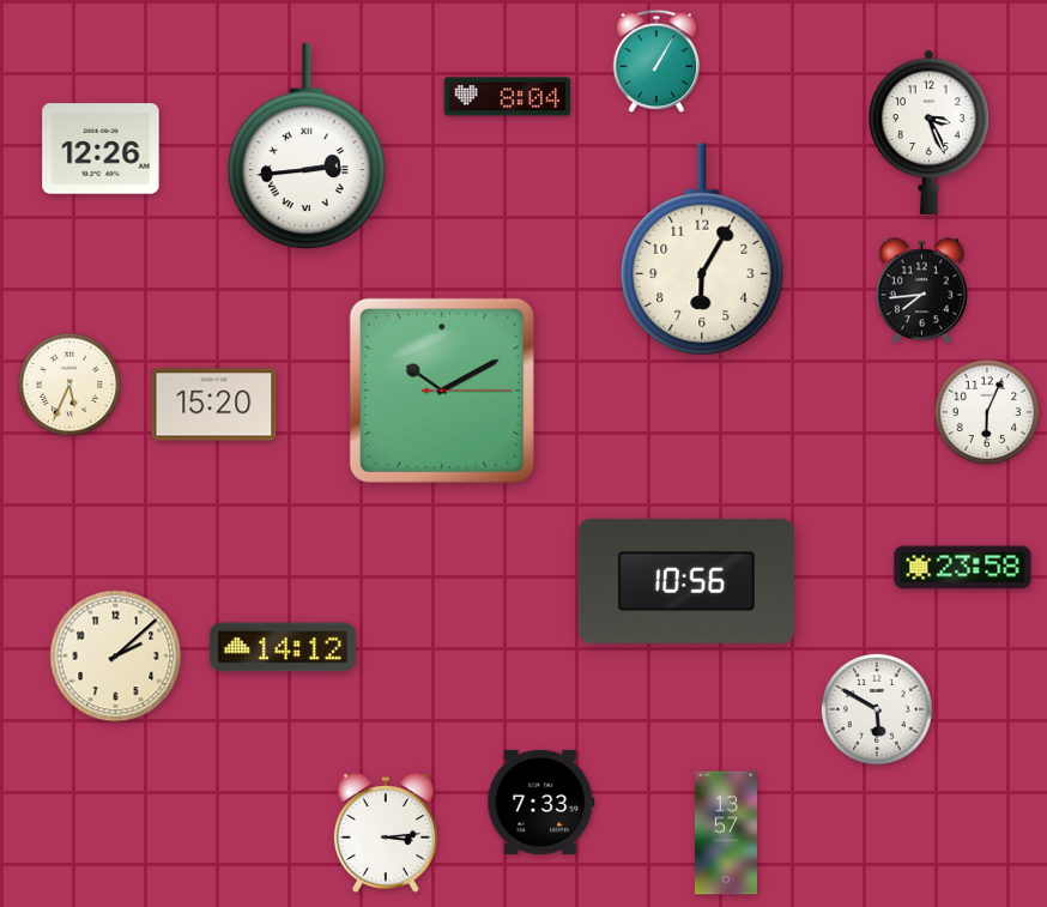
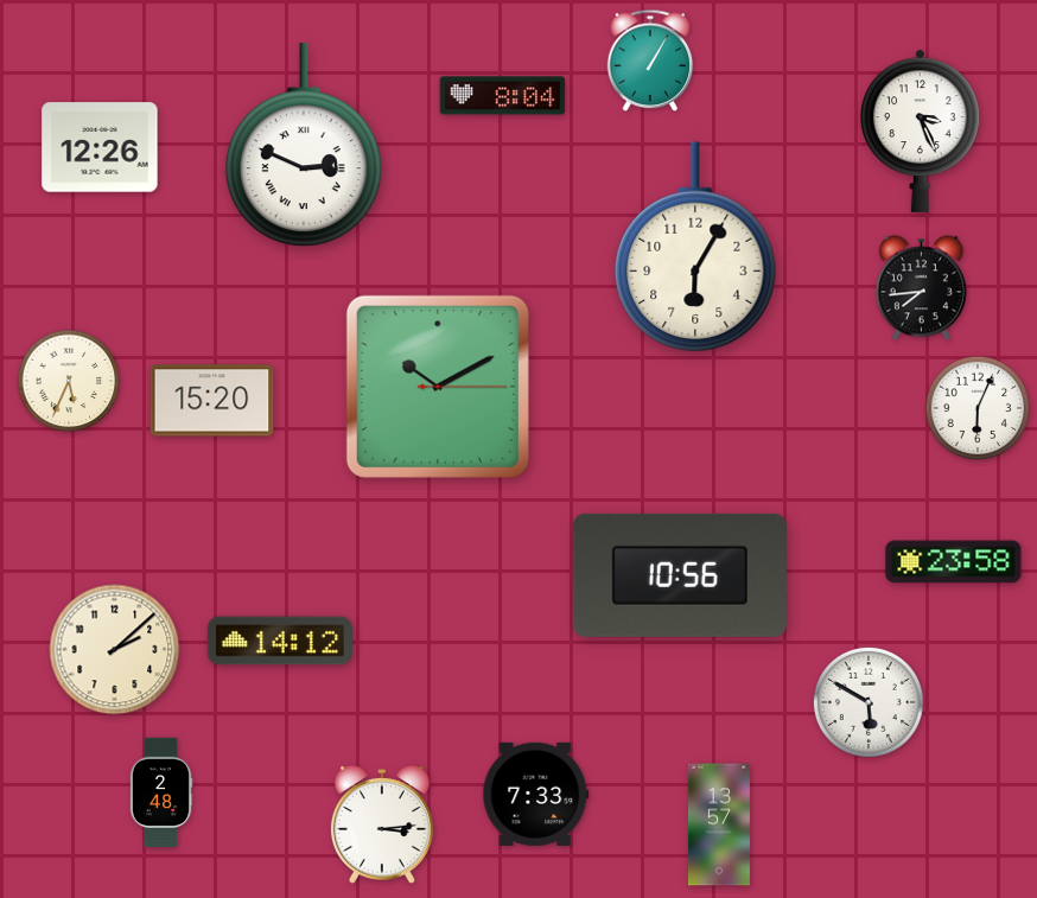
clock at (307, 147): 2:44 -> 2:49
clock at (921, 291) position: (921, 291) -> (921, 288)
clock at (161, 792): none -> 2:48
